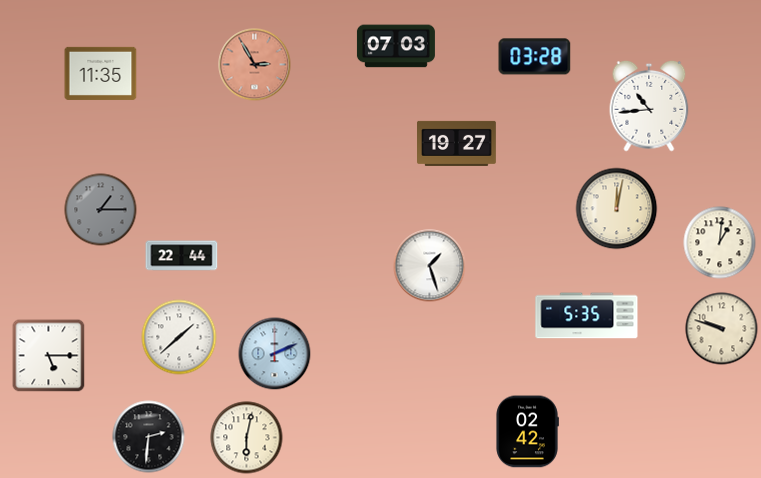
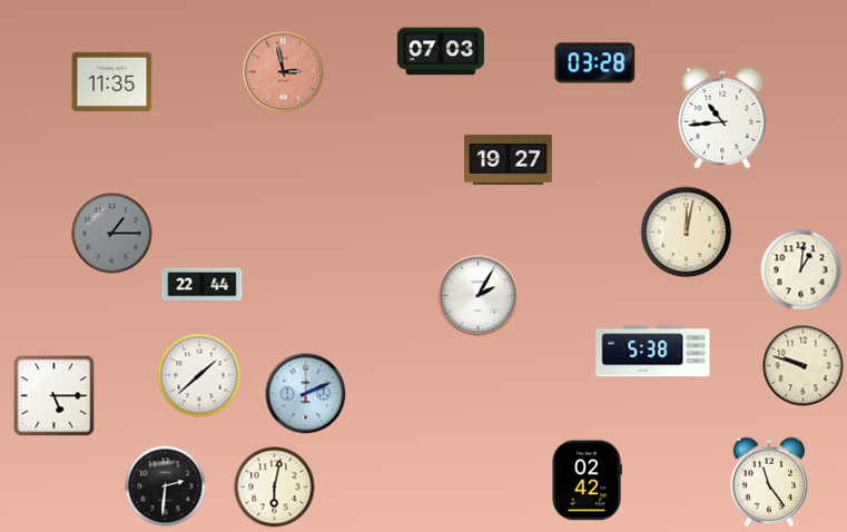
clock at (255, 65): 2:55 -> 2:58
clock at (430, 266): 1:27 -> 2:05
clock at (587, 316): 5:35 -> 5:38
clock at (769, 482): none -> 11:24
